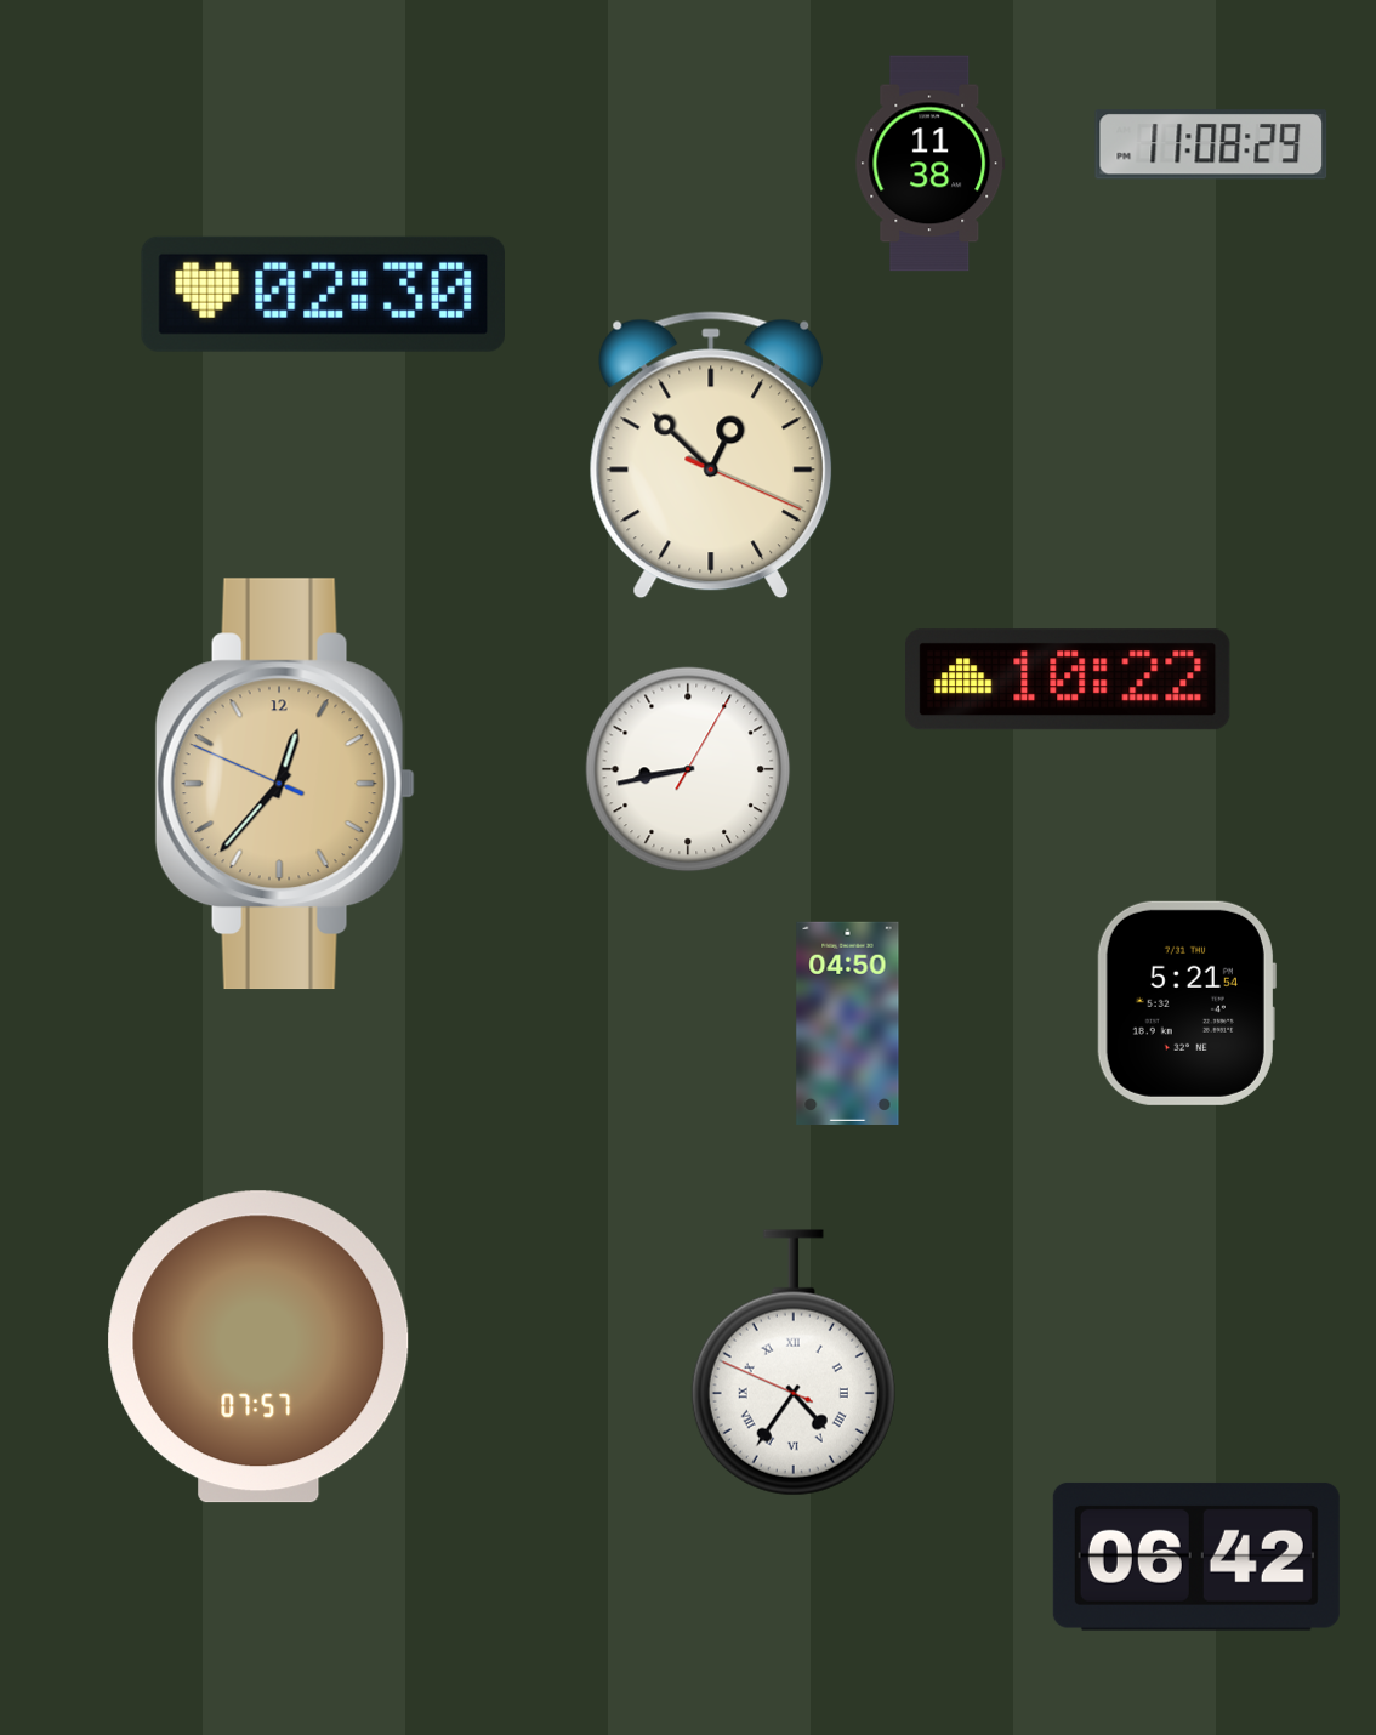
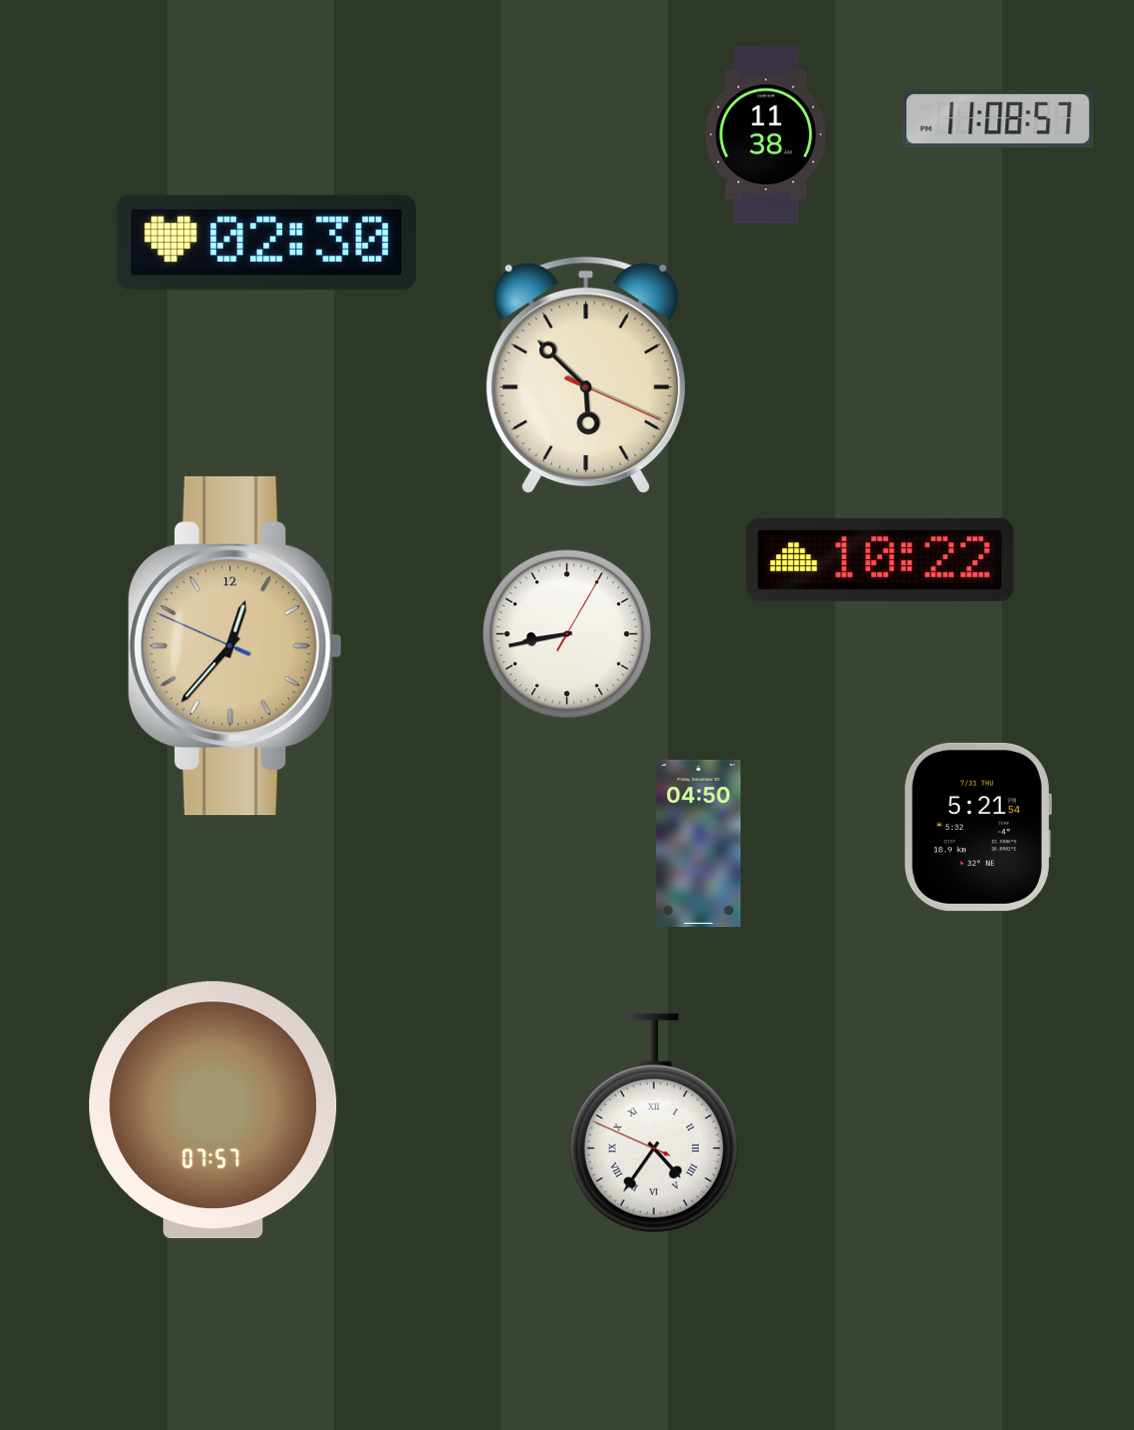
clock at (1211, 144): 11:08:29 -> 11:08:57
clock at (711, 455): 12:52 -> 5:52
clock at (1196, 1557): 06:42 -> none
